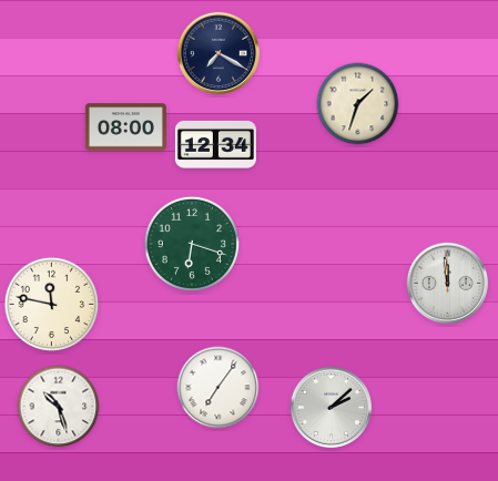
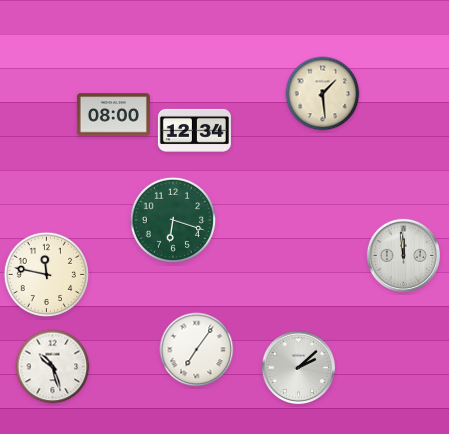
clock at (217, 52): 7:20 -> none
clock at (358, 104): 1:33 -> 1:29
